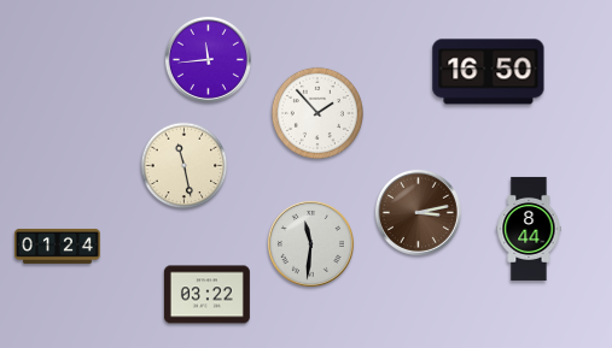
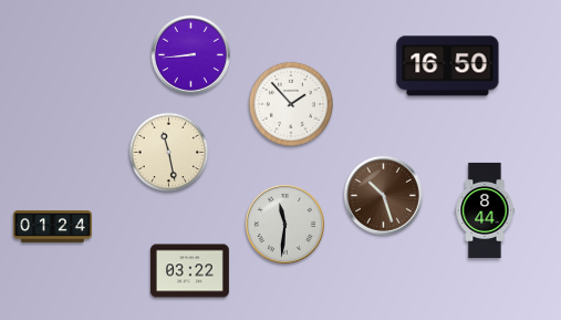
clock at (208, 59): 11:44 -> 8:44
clock at (418, 212): 3:13 -> 10:27
